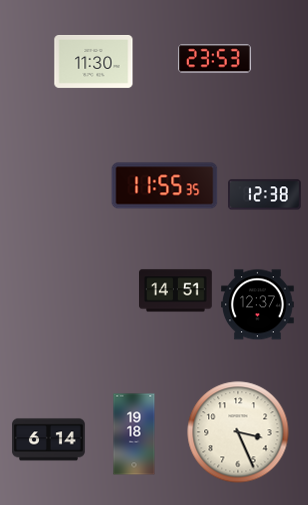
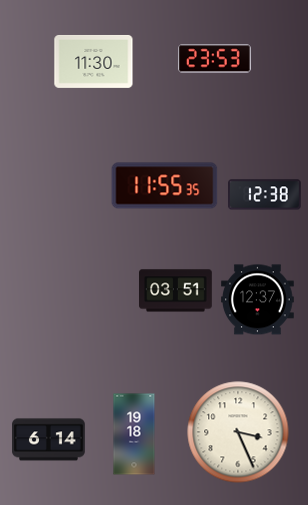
clock at (176, 291): 14:51 -> 03:51
clock at (258, 305) position: (258, 305) -> (258, 300)
